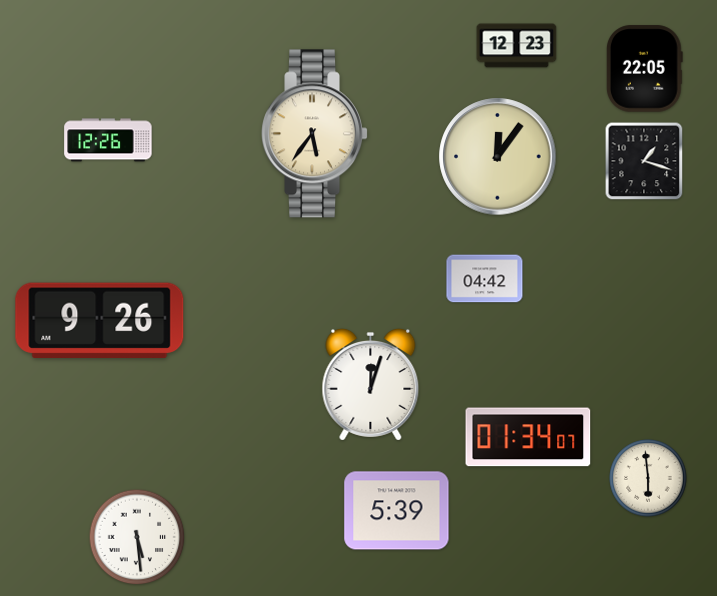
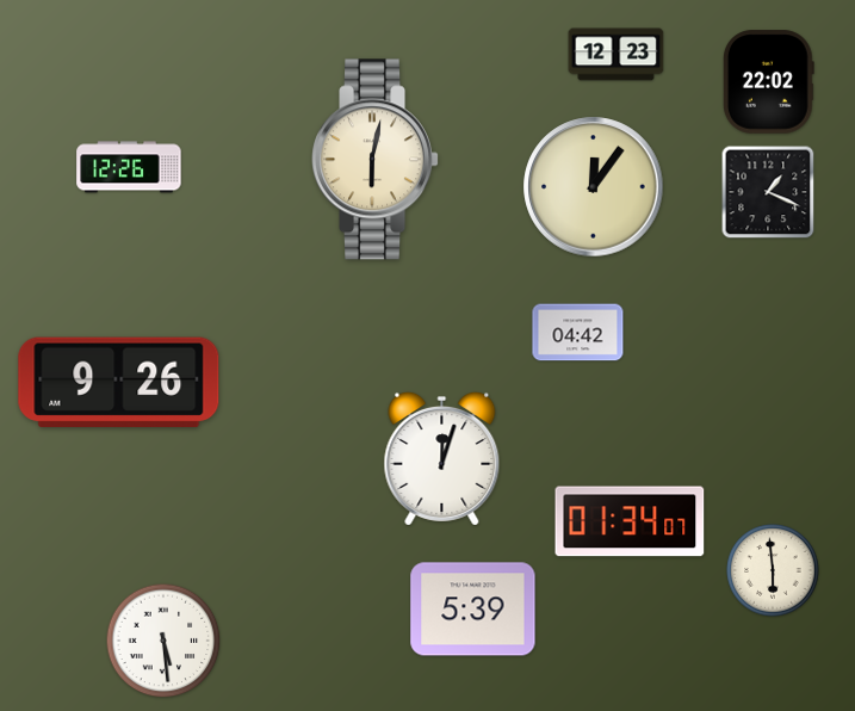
clock at (644, 69): 22:05 -> 22:02
clock at (315, 134): 5:36 -> 6:02
clock at (644, 161): 1:18 -> 1:19
